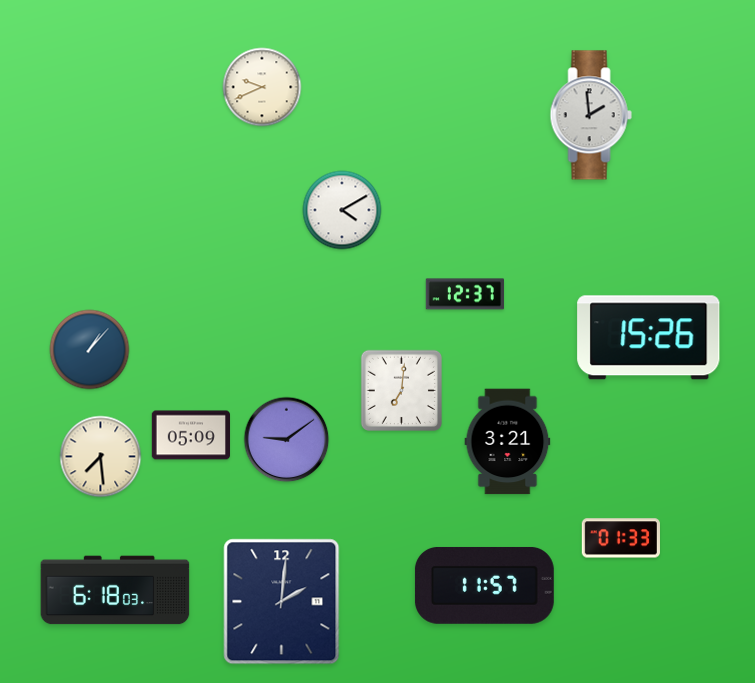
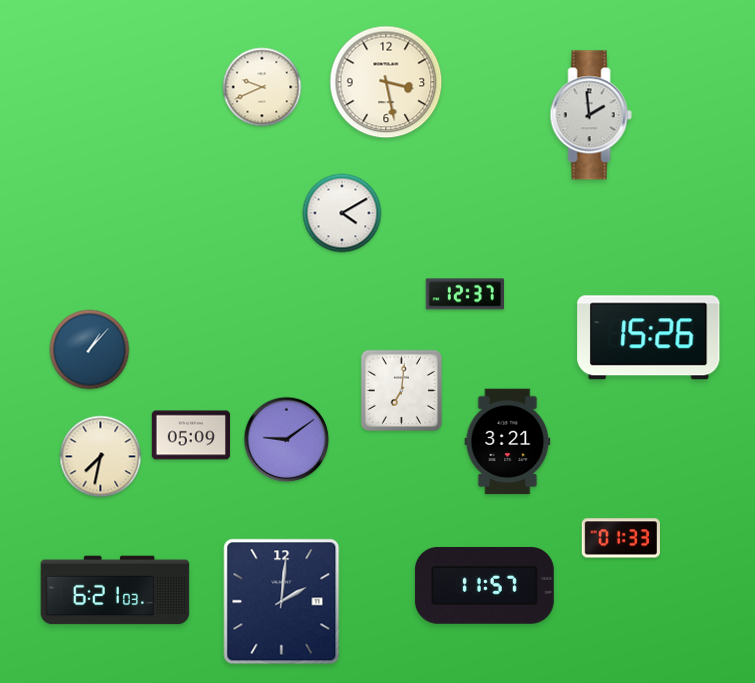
clock at (386, 82): none -> 3:28
clock at (342, 210) position: (342, 210) -> (342, 213)
clock at (101, 457): 7:29 -> 7:32
clock at (115, 590): 6:18 -> 6:21
